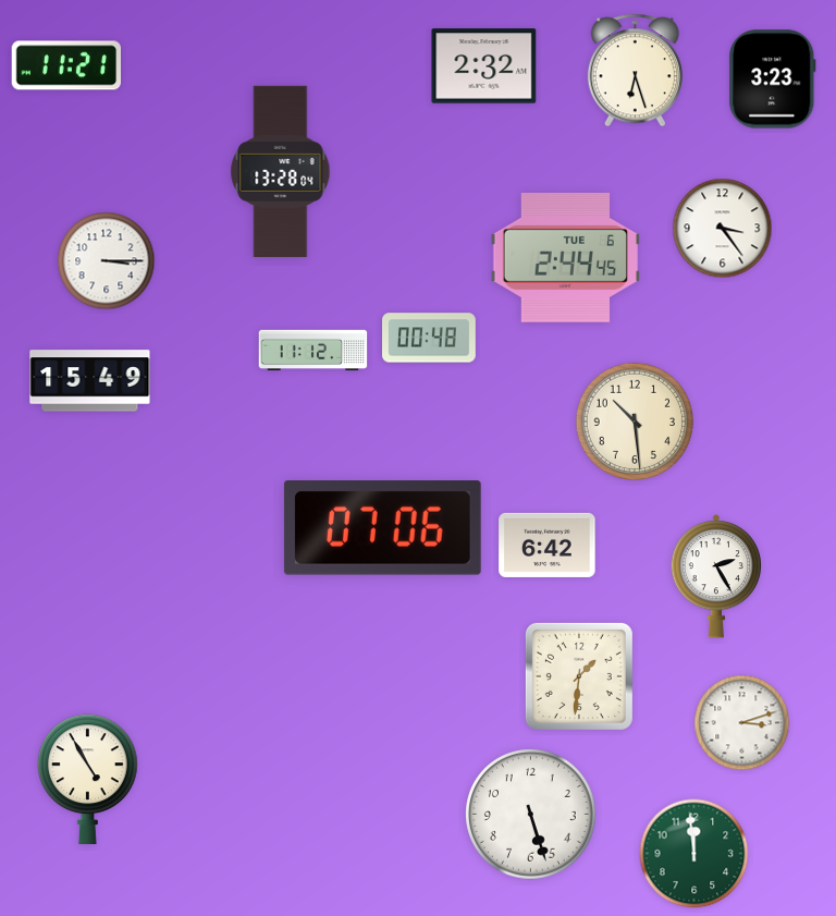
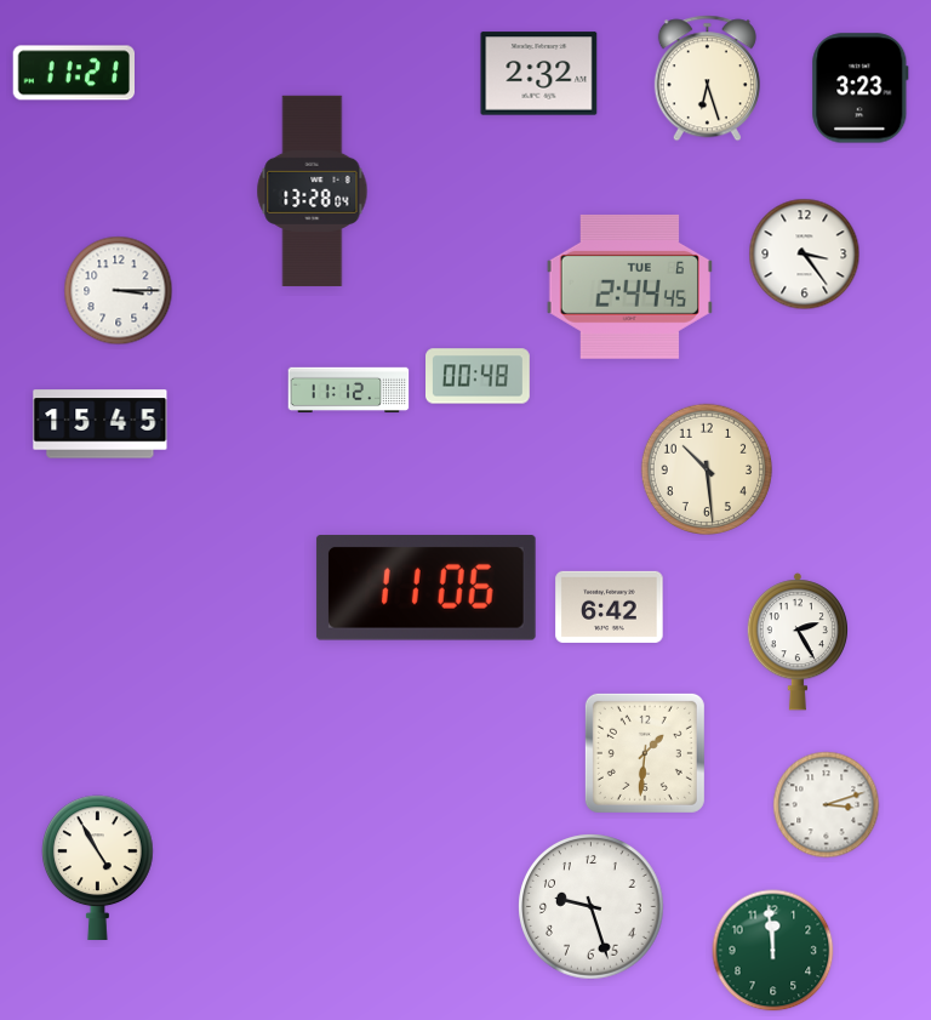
clock at (90, 381): 15:49 -> 15:45
clock at (382, 528): 07:06 -> 11:06
clock at (531, 815): 5:27 -> 9:27
